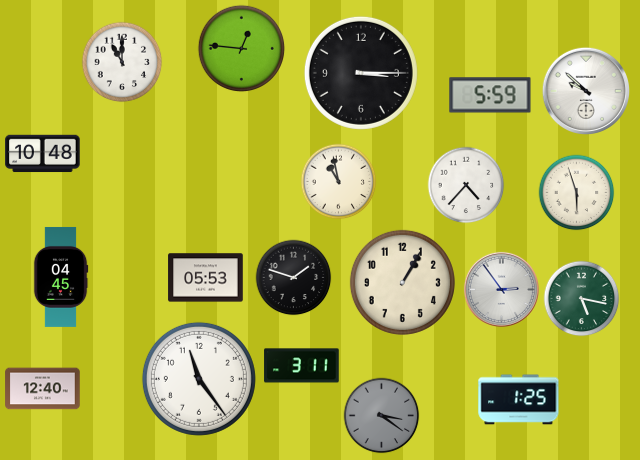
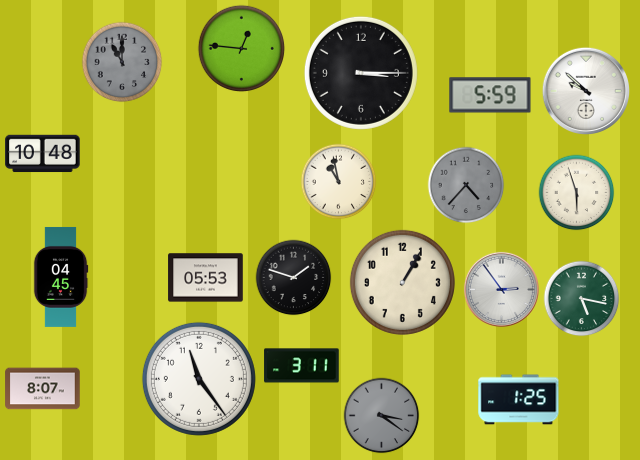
clock at (122, 62) dial: white -> grey
clock at (466, 185) dial: white -> grey
clock at (43, 389): 12:40 -> 8:07
